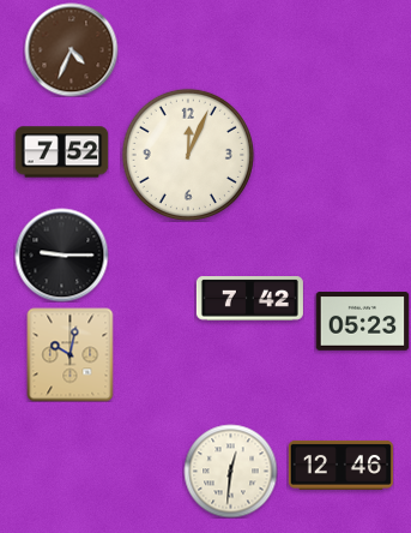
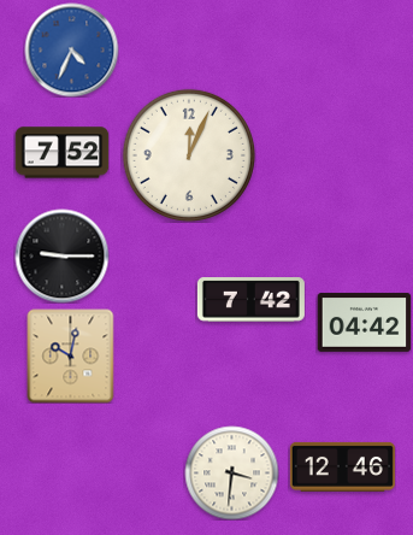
clock at (71, 49) dial: brown -> blue
clock at (362, 322): 05:23 -> 04:42
clock at (230, 471): 12:31 -> 3:31
